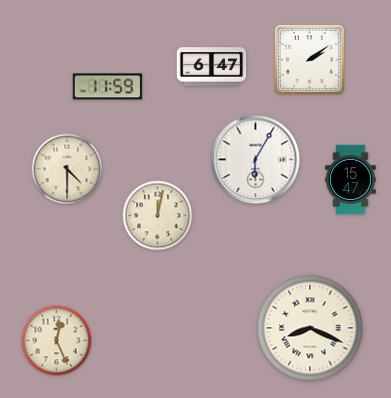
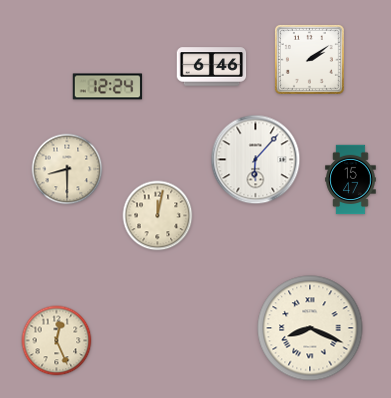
clock at (212, 67): 6:47 -> 6:46
clock at (108, 87): 11:59 -> 12:24
clock at (256, 160): 6:05 -> 6:07
clock at (67, 169): 4:30 -> 8:30
